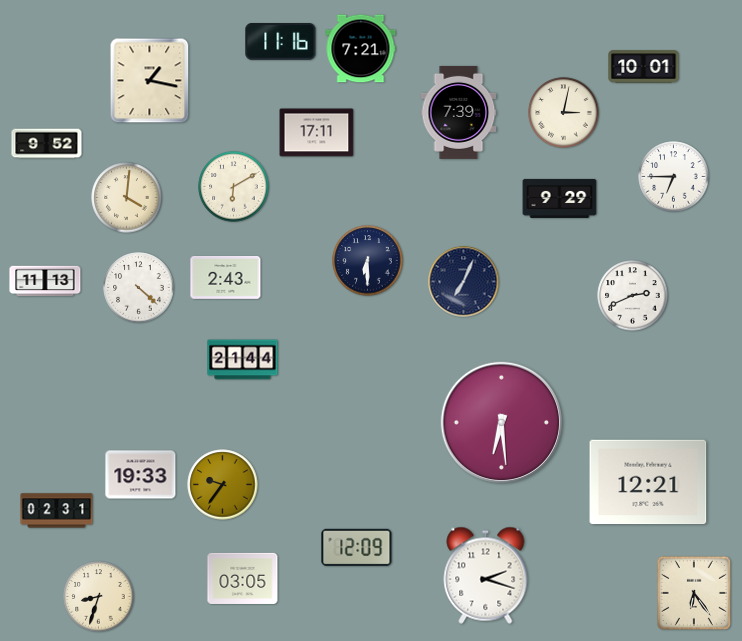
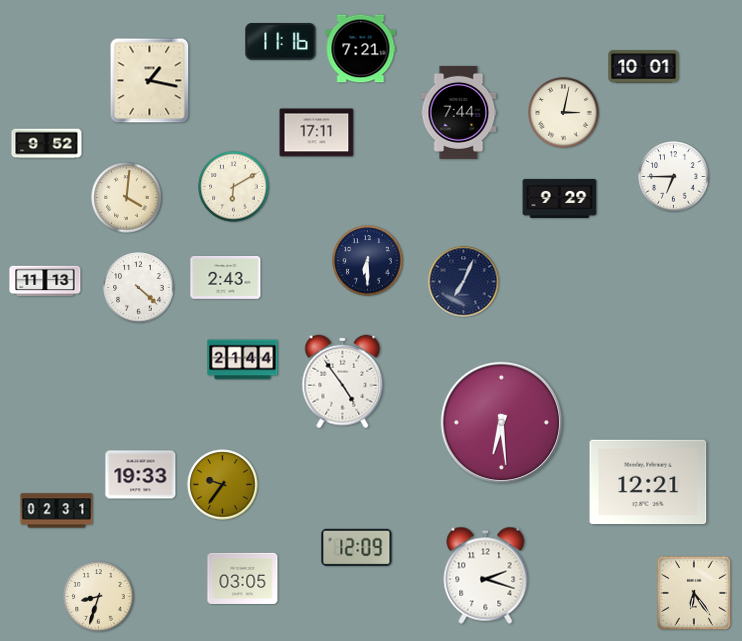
clock at (459, 112): 7:39 -> 7:44
clock at (633, 296): 2:41 -> none
clock at (343, 382): none -> 4:54
